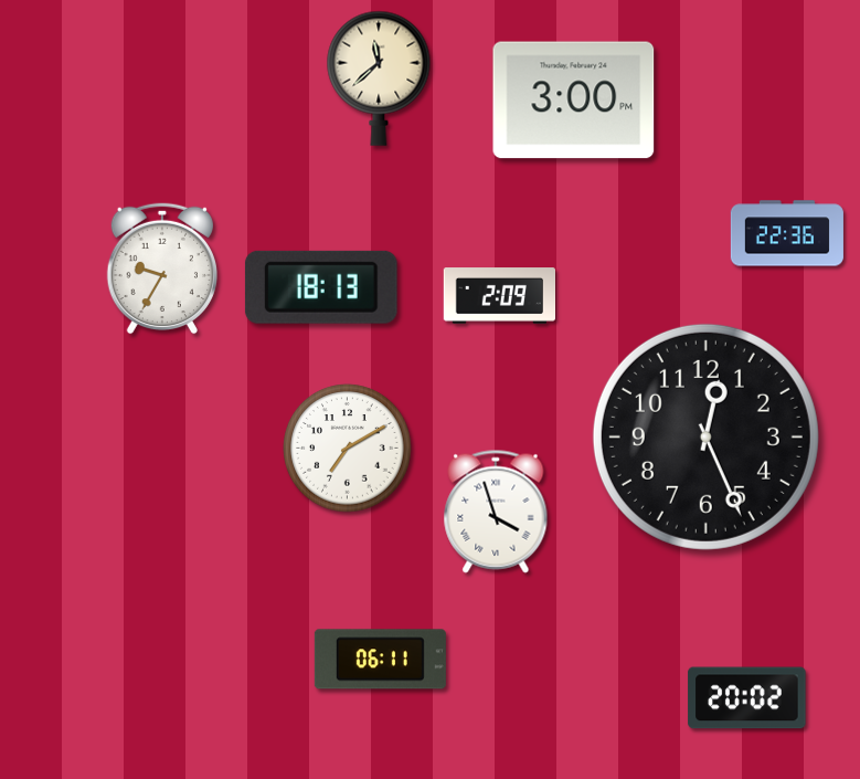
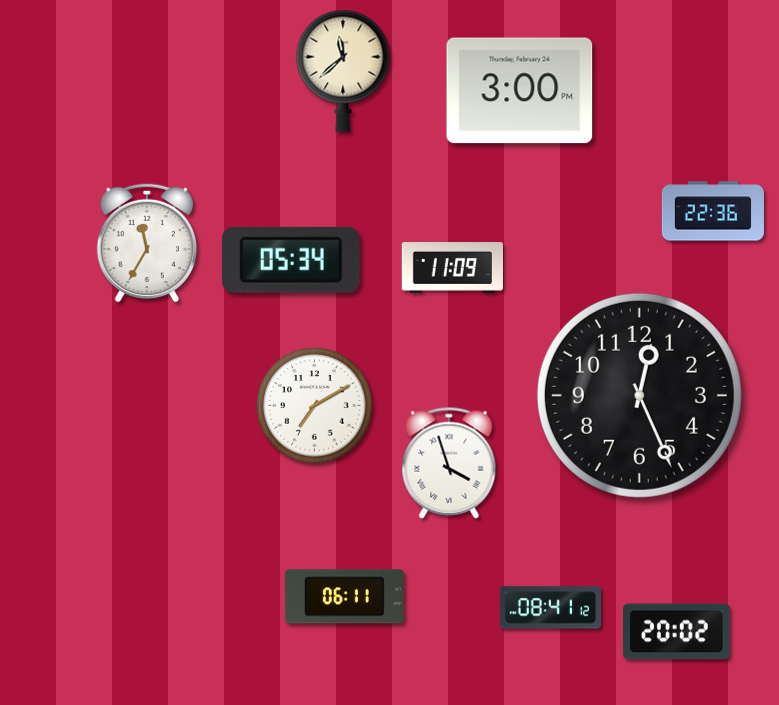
clock at (161, 269): 9:35 -> 11:35
clock at (321, 287): 18:13 -> 05:34
clock at (499, 296): 2:09 -> 11:09
clock at (550, 608): none -> 08:41
